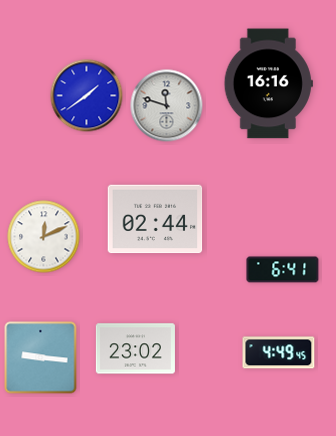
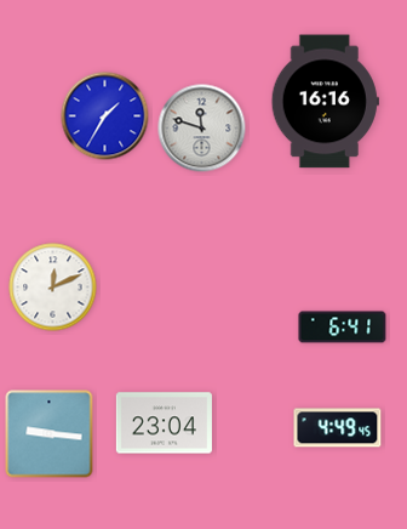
clock at (87, 96): 1:39 -> 1:35
clock at (155, 219): 02:44 -> none
clock at (135, 349): 23:02 -> 23:04
